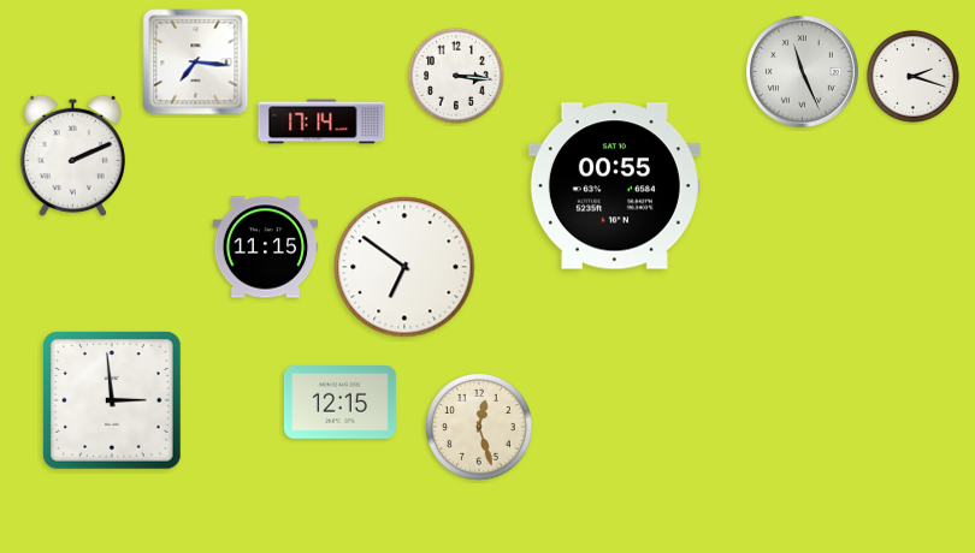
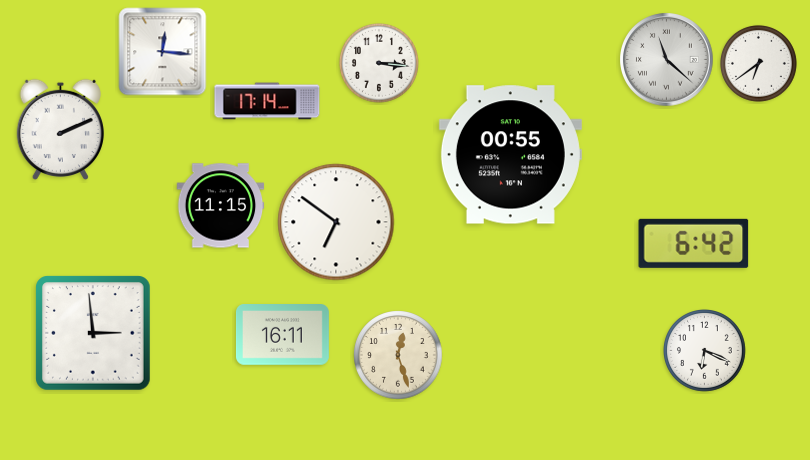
clock at (196, 63): 7:16 -> 12:16
clock at (803, 72): 11:26 -> 11:22
clock at (912, 76): 2:18 -> 6:39
clock at (694, 243): none -> 6:42
clock at (339, 403): 12:15 -> 16:11
clock at (705, 351): none -> 6:19
